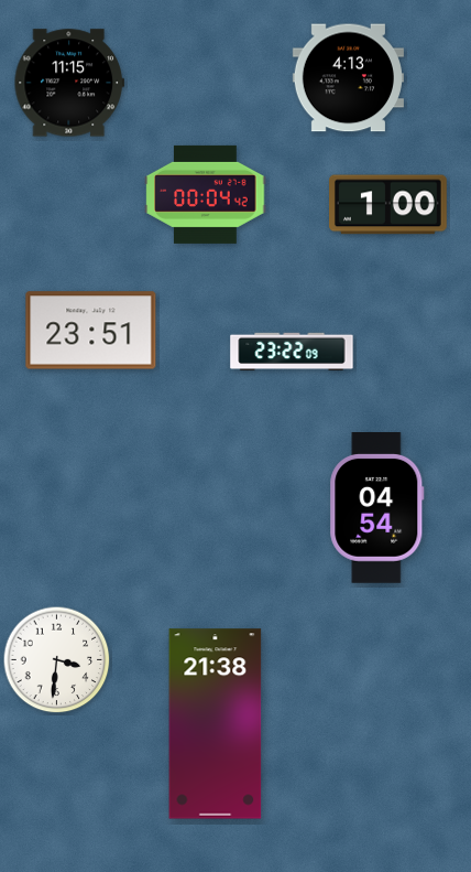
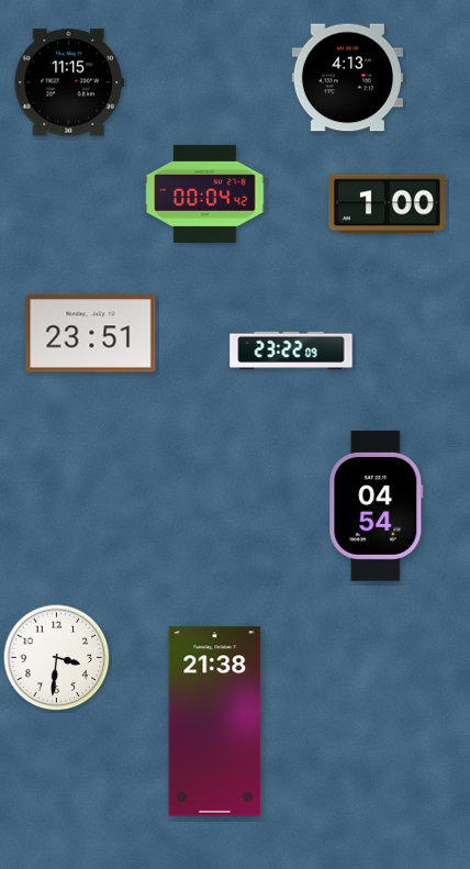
clock at (91, 331) position: (91, 331) -> (91, 334)
